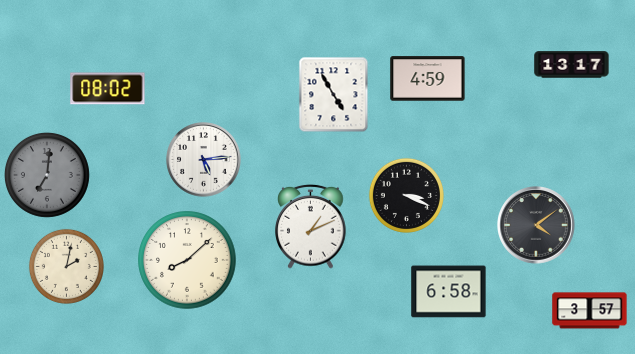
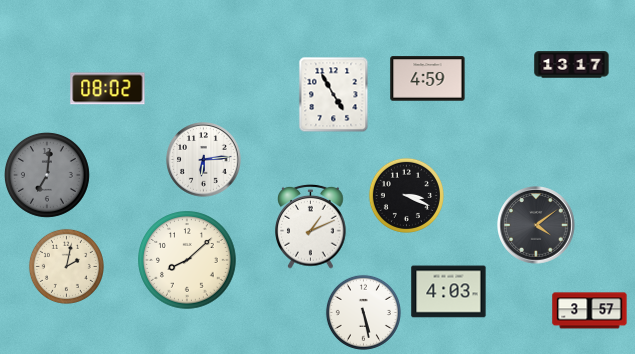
clock at (204, 160): 5:14 -> 6:14
clock at (449, 292): 6:58 -> 4:03
clock at (363, 312): none -> 5:28
